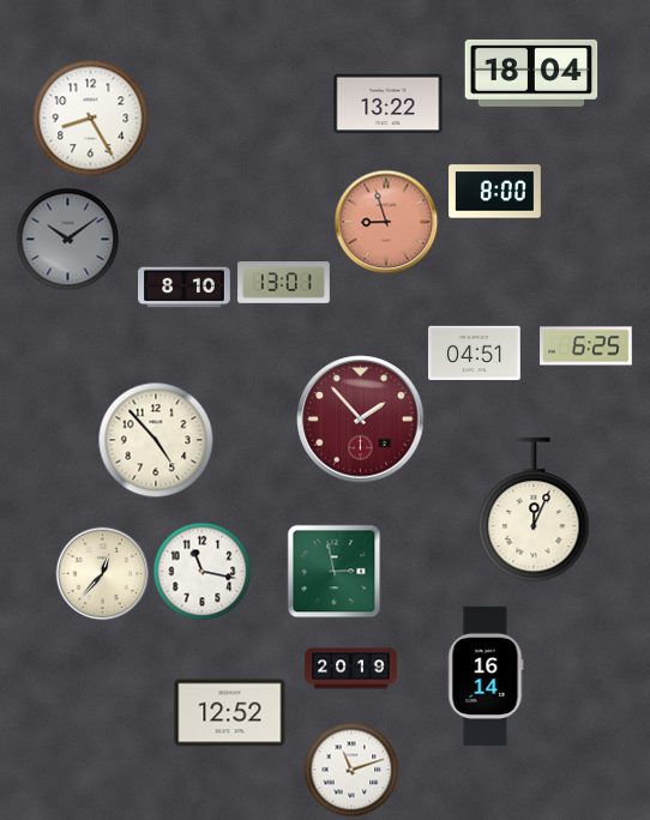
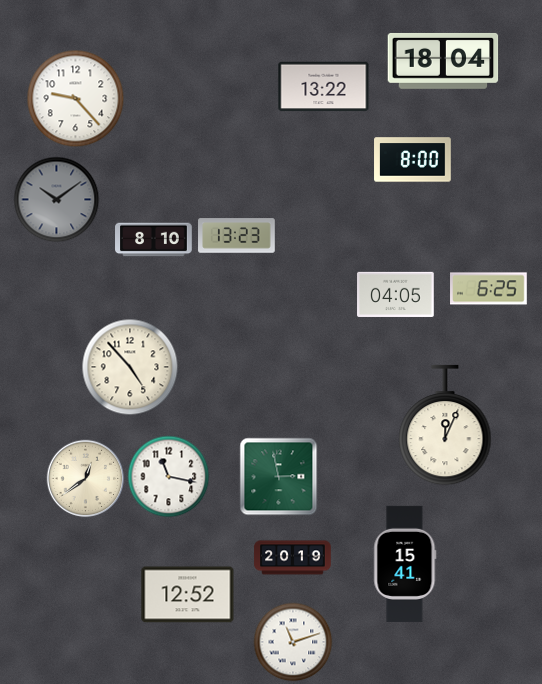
clock at (90, 117): 8:25 -> 9:23
clock at (386, 222): 8:57 -> none
clock at (284, 283): 13:01 -> 13:23
clock at (475, 352): 04:51 -> 04:05
clock at (361, 420): 1:53 -> none
clock at (102, 573): 12:37 -> 12:39
clock at (486, 676): 16:14 -> 15:41
clock at (230, 713) position: (230, 713) -> (188, 595)
